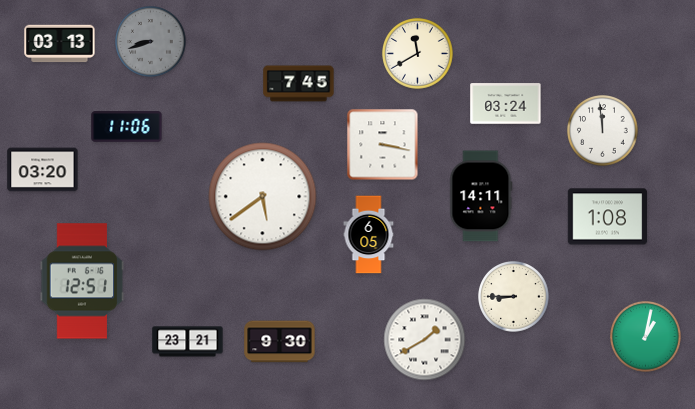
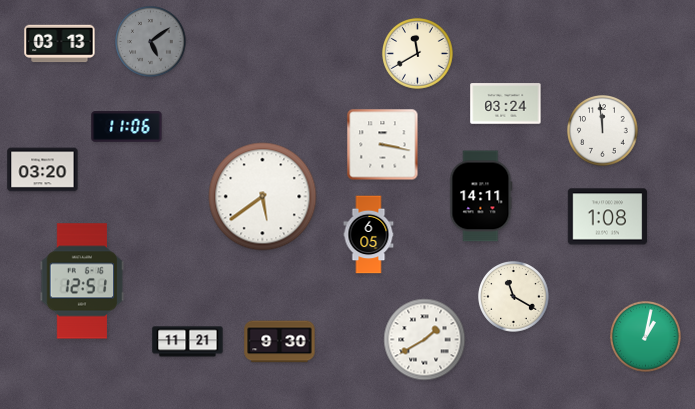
clock at (151, 42): 8:42 -> 5:09
clock at (299, 84): 7:45 -> none
clock at (514, 297): 8:45 -> 11:20
clock at (188, 342): 23:21 -> 11:21
